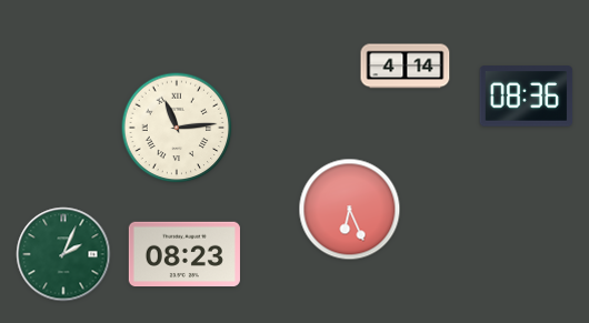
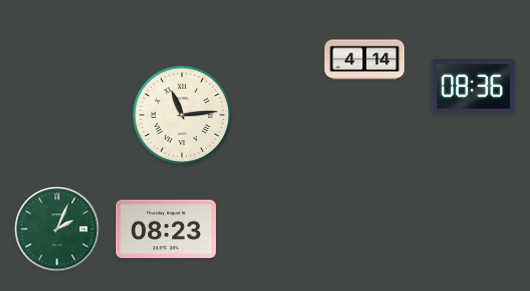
clock at (177, 128) position: (177, 128) -> (182, 115)
clock at (350, 210): 6:26 -> none
